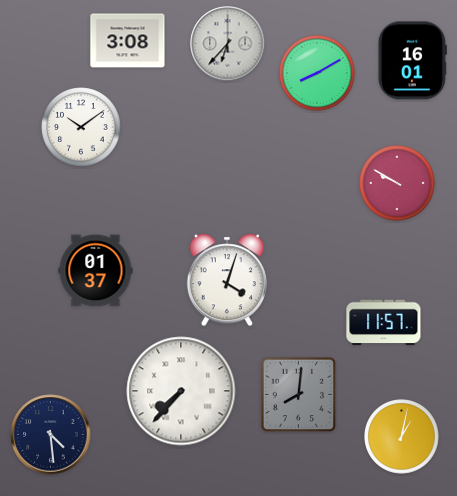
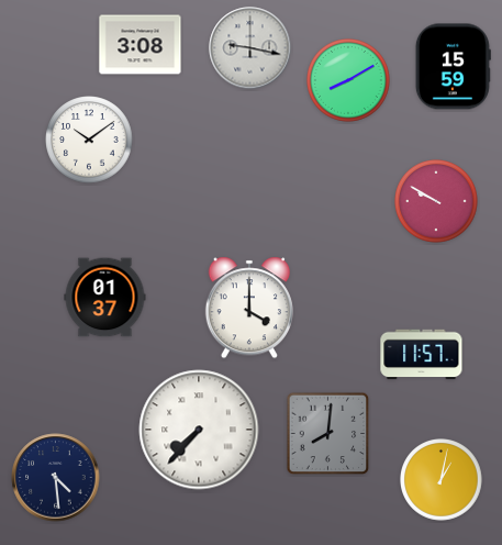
clock at (228, 44): 6:37 -> 9:17
clock at (412, 61): 16:01 -> 15:59
clock at (227, 280): 4:03 -> 4:00
